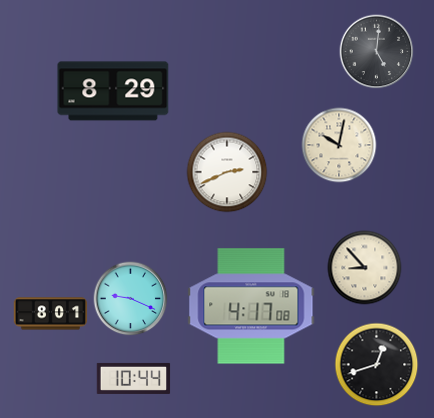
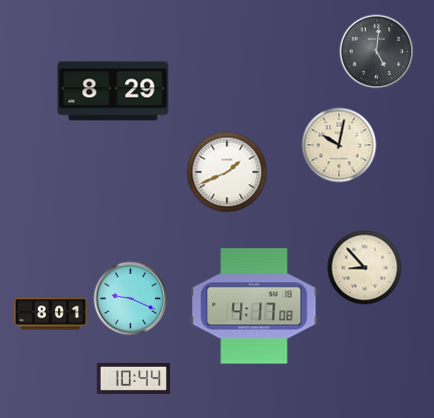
clock at (227, 172): 2:41 -> 1:41
clock at (251, 306) position: (251, 306) -> (254, 306)
clock at (377, 365): 12:42 -> none
